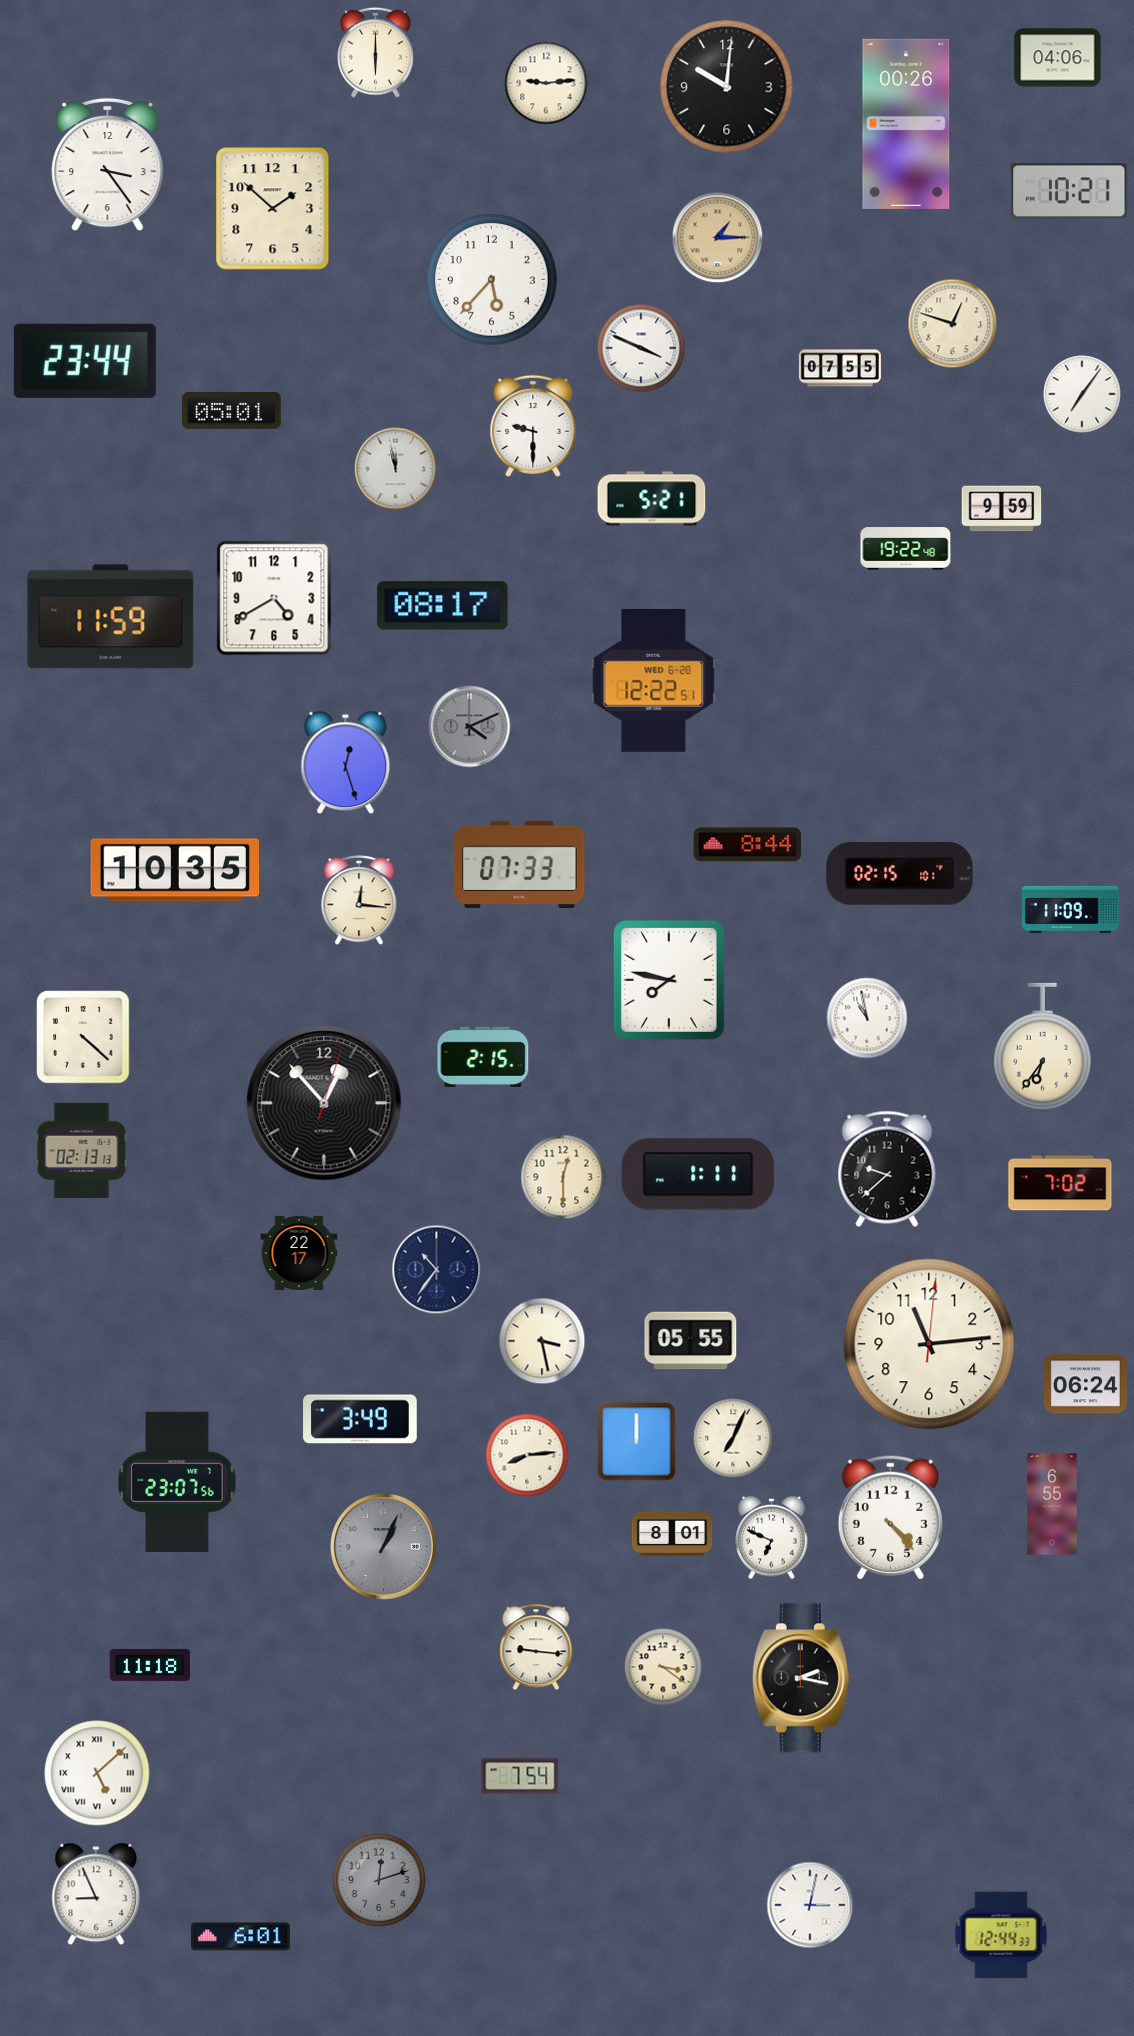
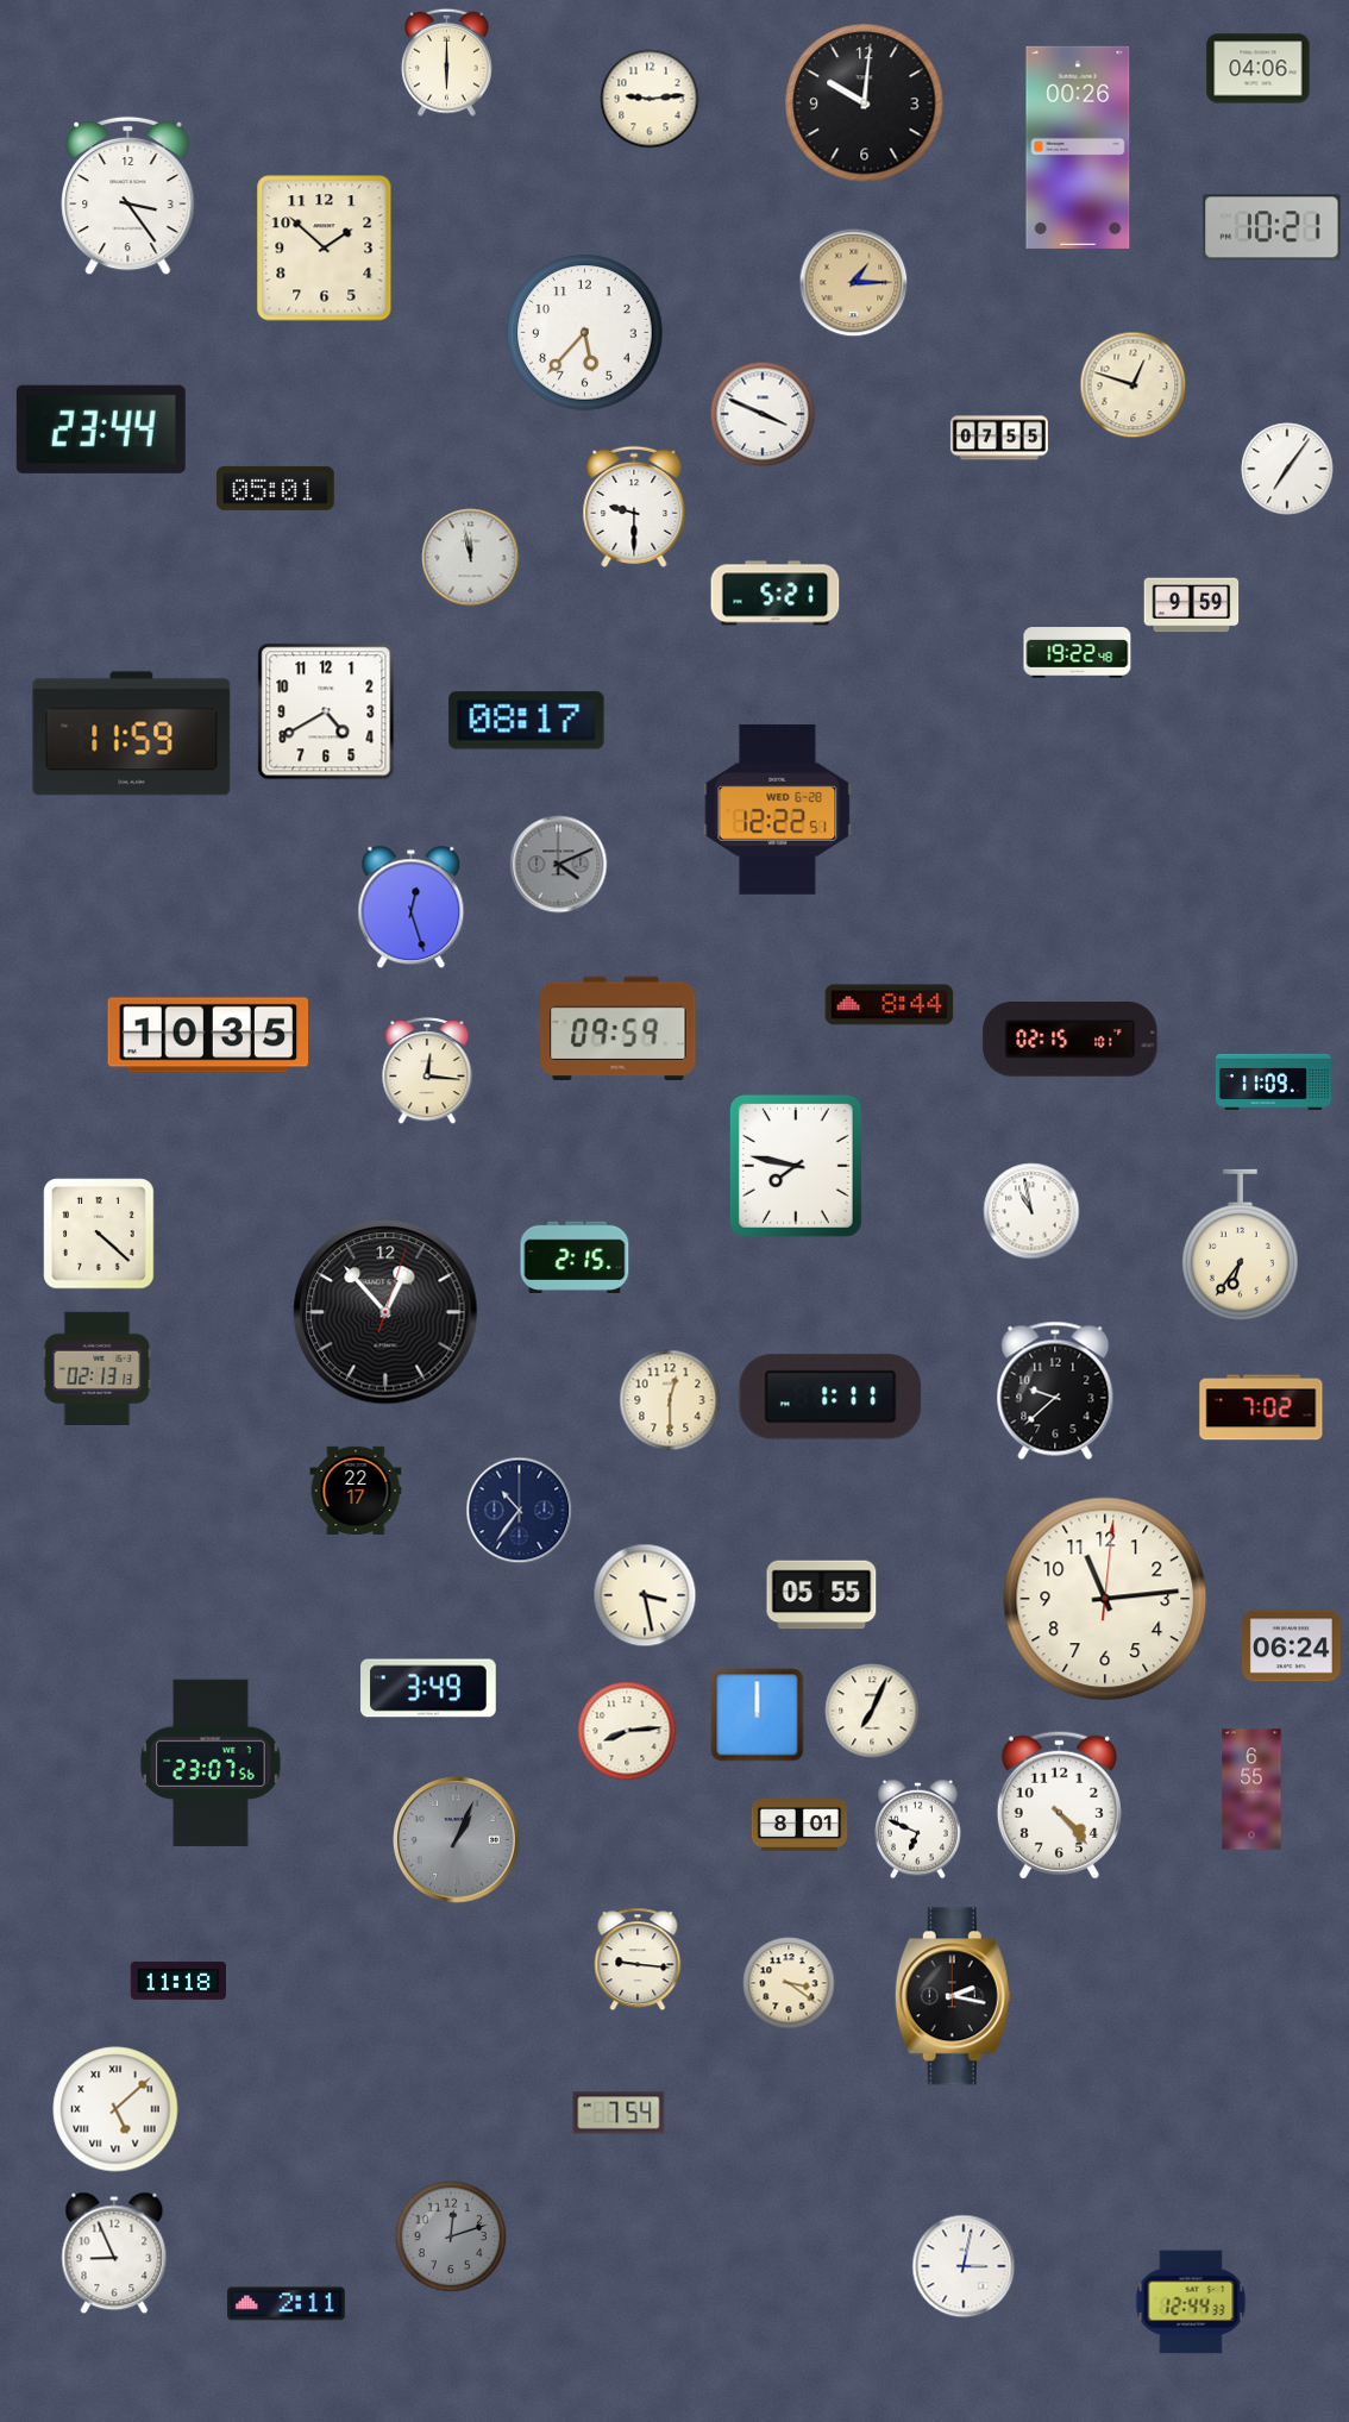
clock at (520, 864): 07:33 -> 09:59
clock at (241, 1937): 6:01 -> 2:11
